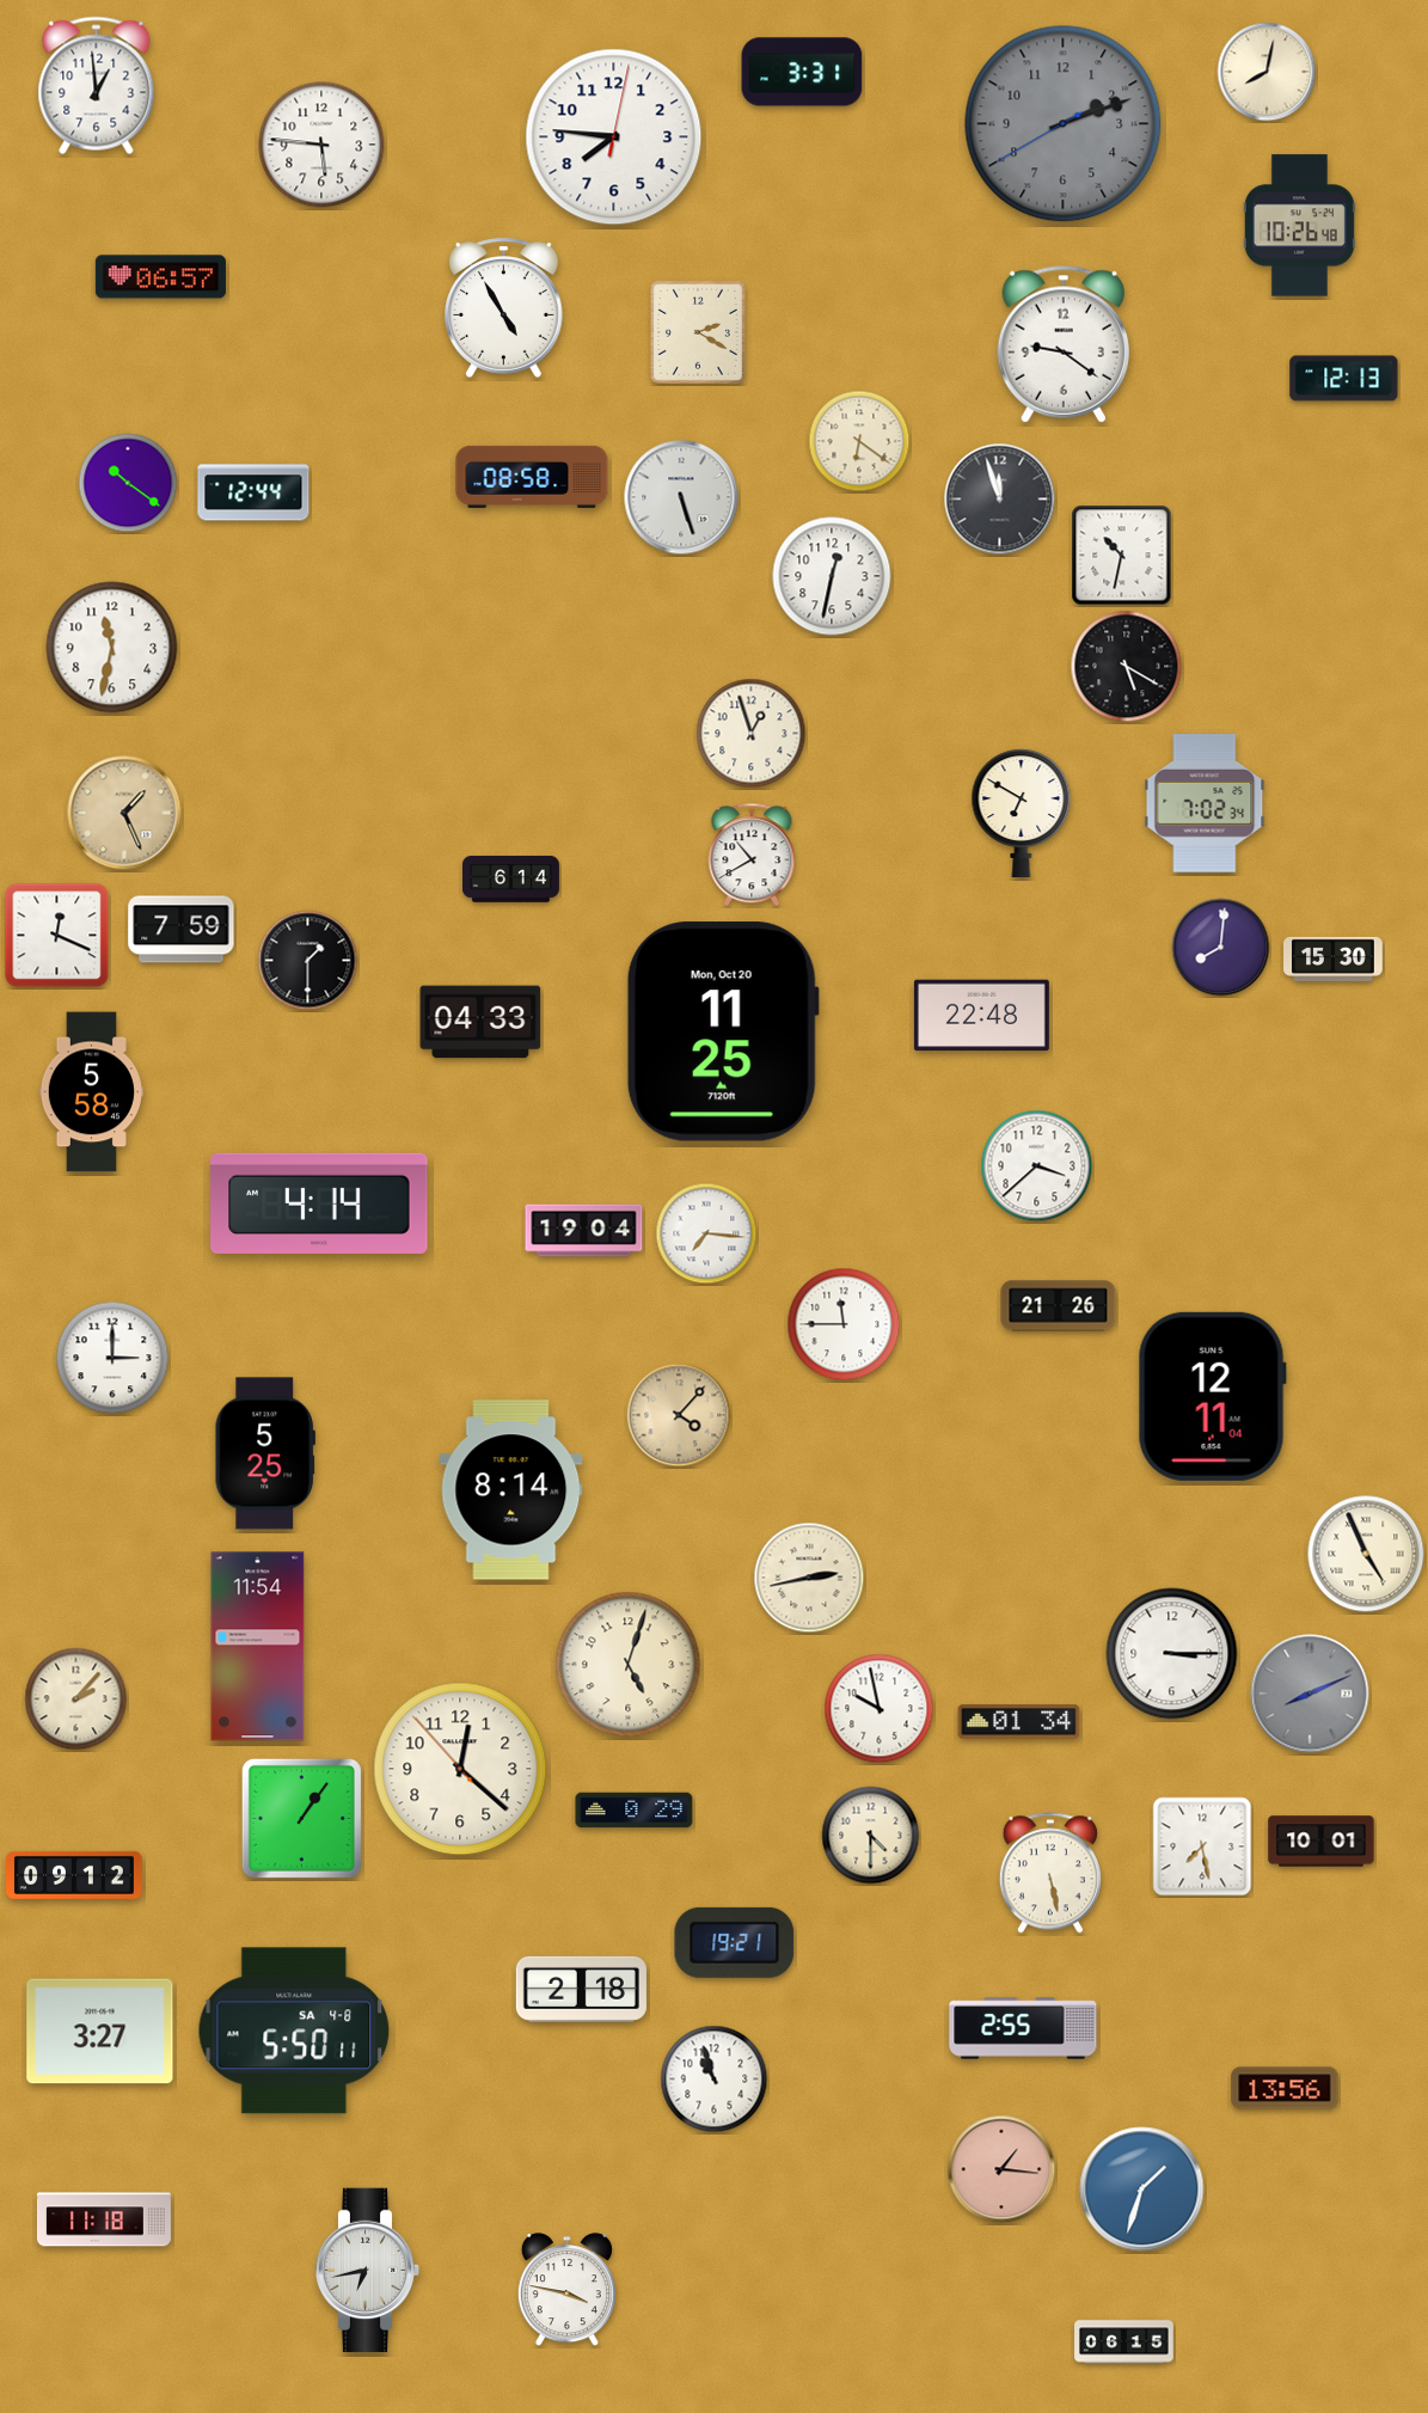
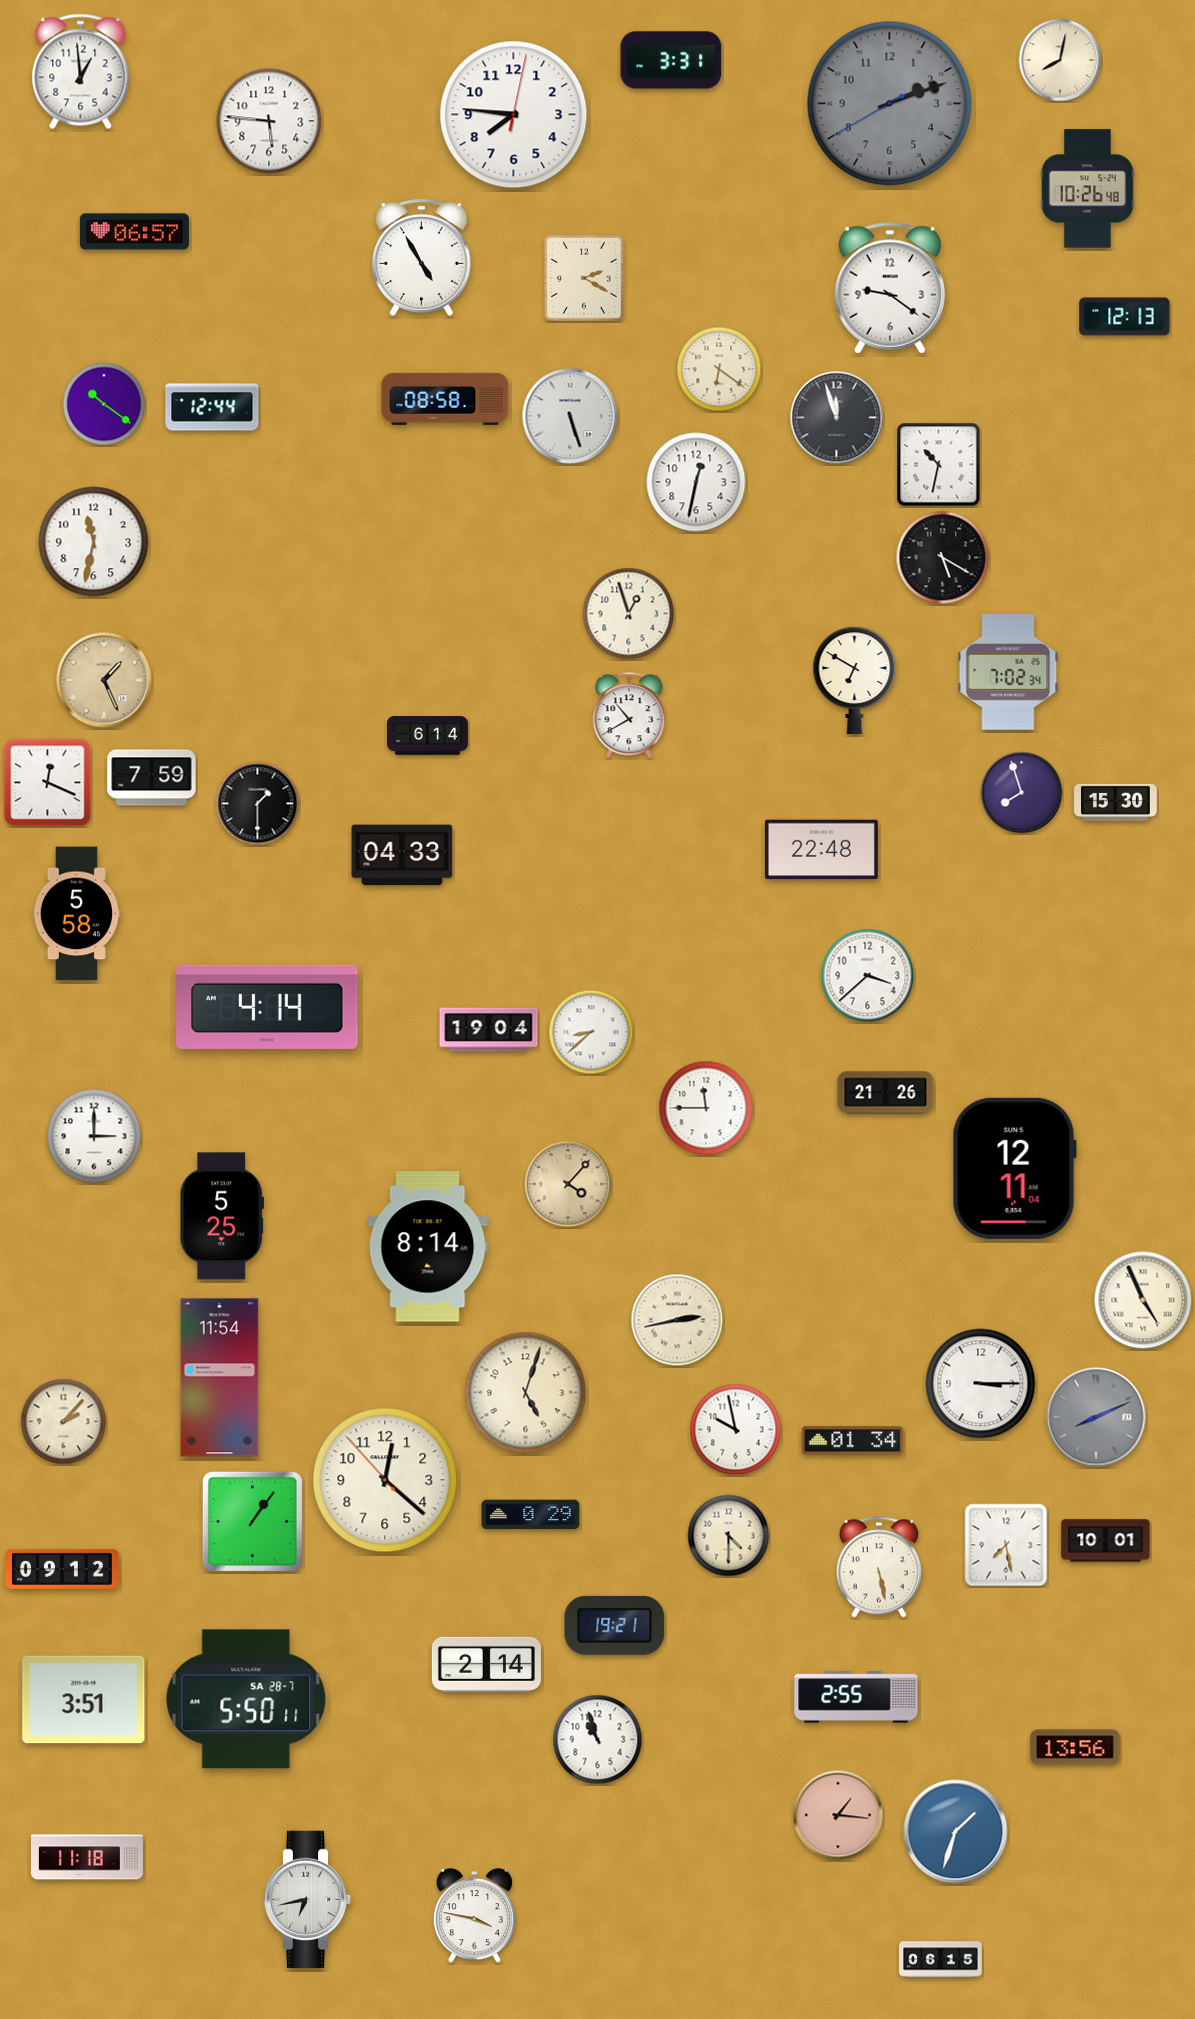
clock at (128, 483) position: (128, 483) -> (104, 404)
clock at (253, 492) position: (253, 492) -> (212, 407)
clock at (1221, 948): 8:01 -> 7:57
clock at (723, 1031): 11:25 -> none
clock at (706, 1233): 7:16 -> 8:38
clock at (258, 1647) position: (258, 1647) -> (220, 1378)
clock at (581, 1989): 2:18 -> 2:14
clock at (294, 2031) date: SA 4-8 -> SA 28-7
clock at (100, 2032): 3:27 -> 3:51
